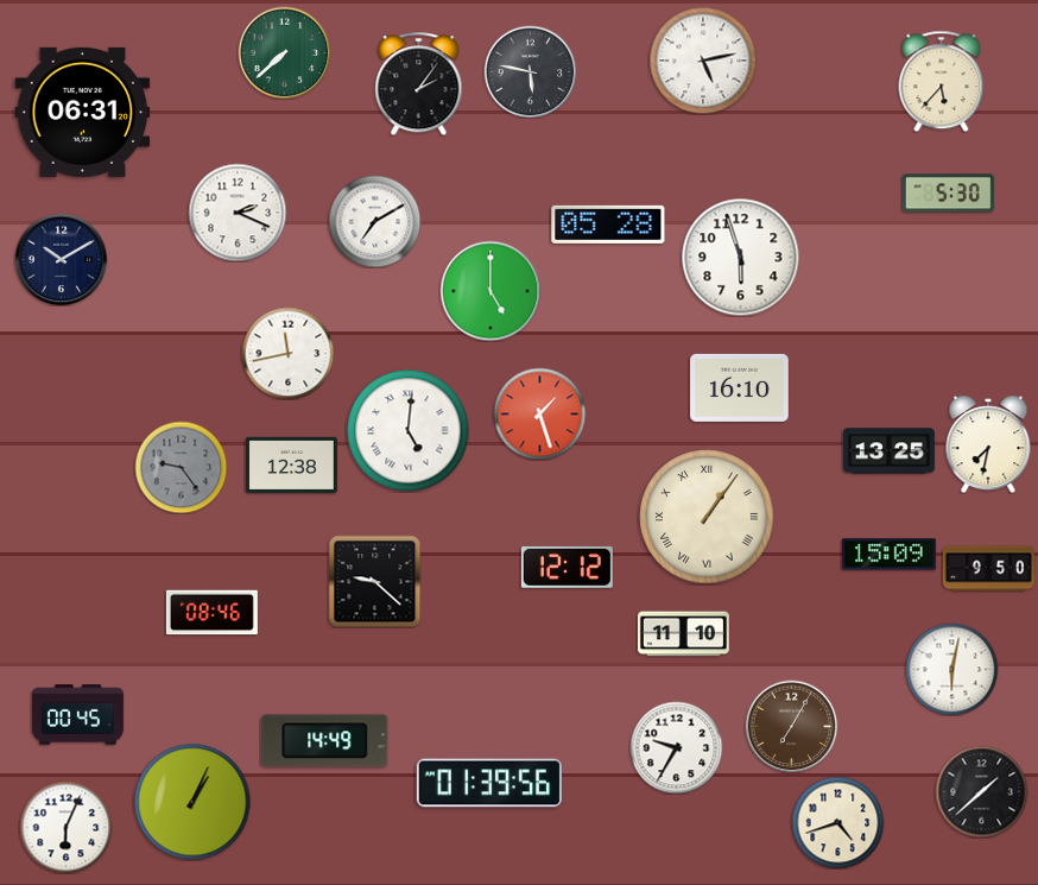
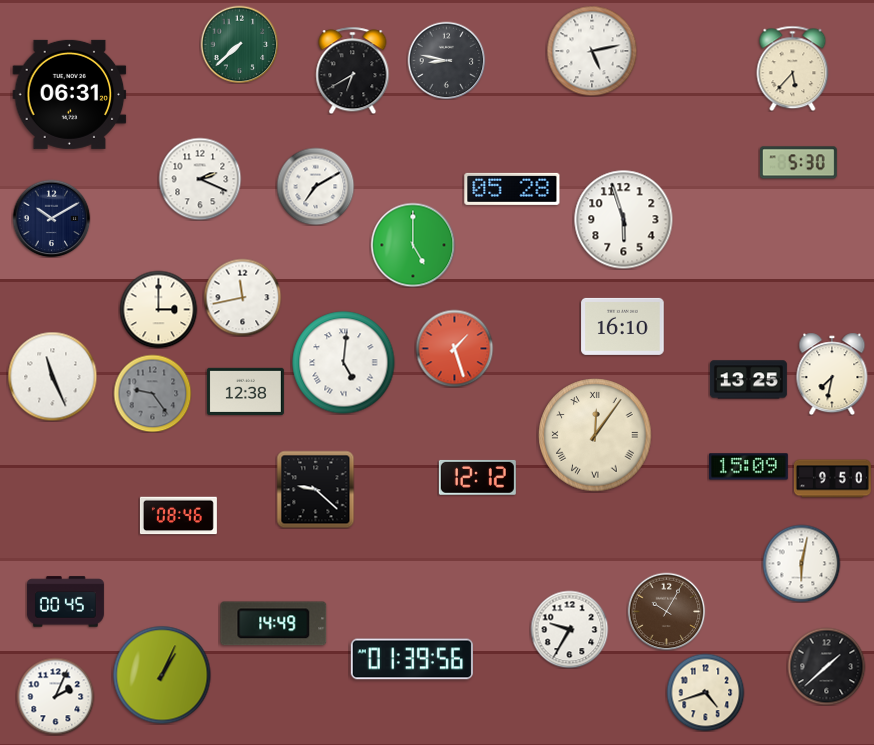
clock at (530, 71): 5:47 -> 8:47
clock at (419, 83): 2:06 -> 6:40
clock at (741, 258) position: (741, 258) -> (624, 220)
clock at (158, 309): none -> 3:00
clock at (52, 376): none -> 11:26
clock at (707, 517): 1:06 -> 12:06
clock at (683, 634): 11:10 -> none
clock at (791, 726): 7:05 -> 10:05
clock at (65, 827): 6:04 -> 2:04
